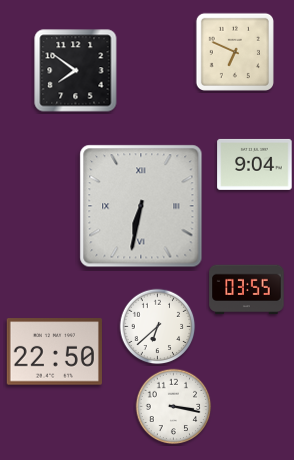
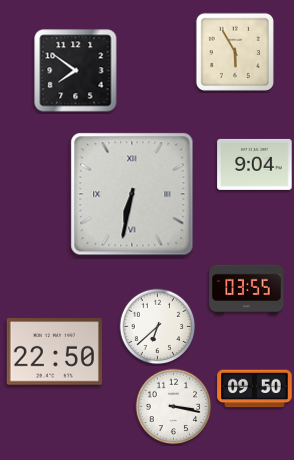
clock at (235, 52): 6:49 -> 5:55
clock at (141, 206) position: (141, 206) -> (132, 194)
clock at (255, 389): none -> 09:50
